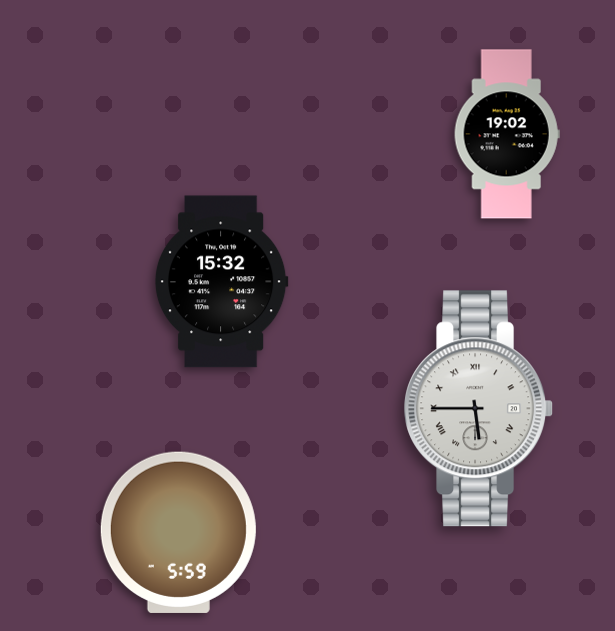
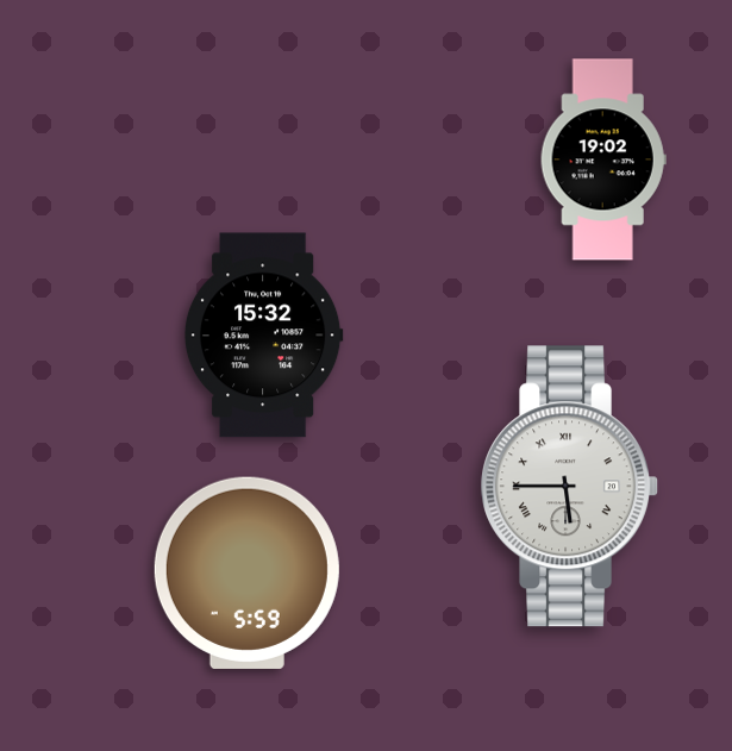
clock at (178, 532) position: (178, 532) -> (246, 572)
